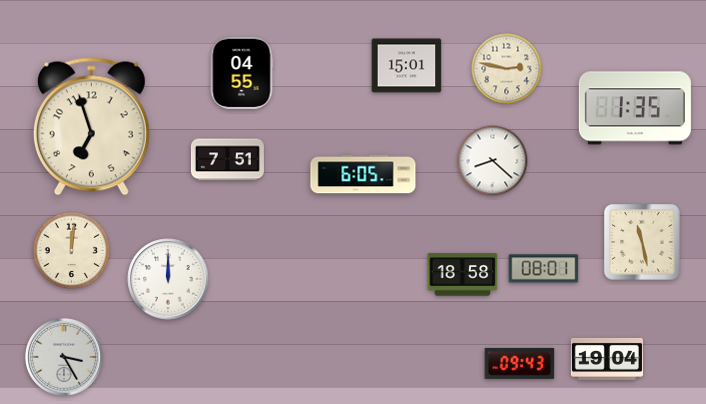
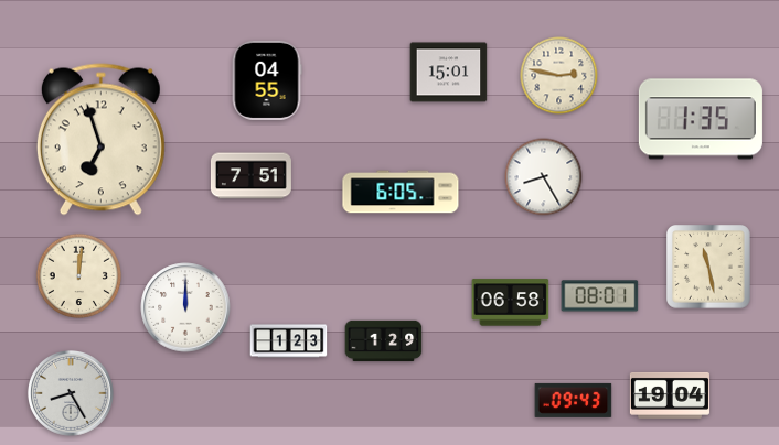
clock at (493, 161): 8:22 -> 8:25
clock at (463, 275): 18:58 -> 06:58
clock at (289, 341): none -> 1:23
clock at (384, 341): none -> 1:29
clock at (65, 358): 3:25 -> 8:25
